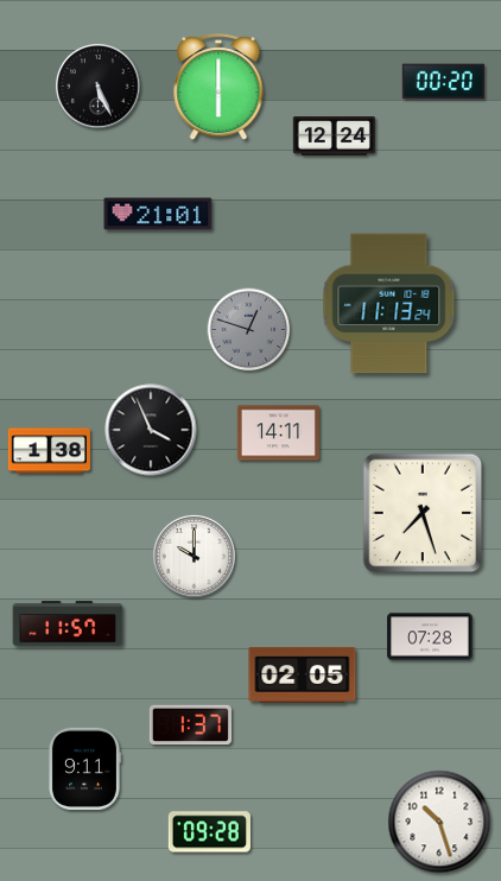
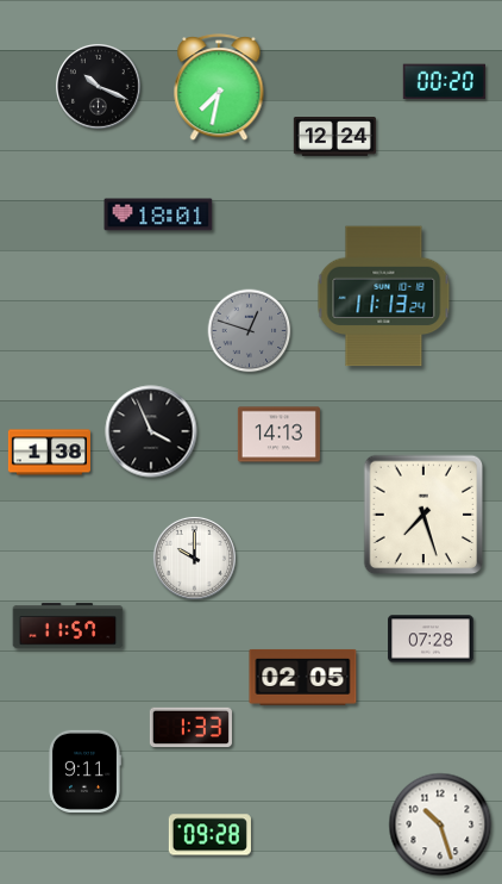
clock at (99, 87): 5:26 -> 10:19
clock at (218, 88): 6:00 -> 7:32
clock at (158, 214): 21:01 -> 18:01
clock at (389, 304) position: (389, 304) -> (384, 297)
clock at (278, 433): 14:11 -> 14:13
clock at (190, 725): 1:37 -> 1:33
